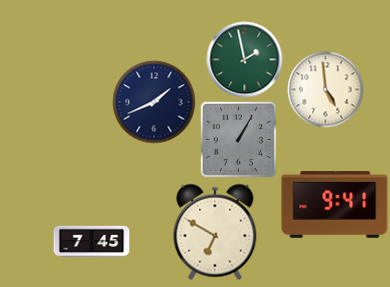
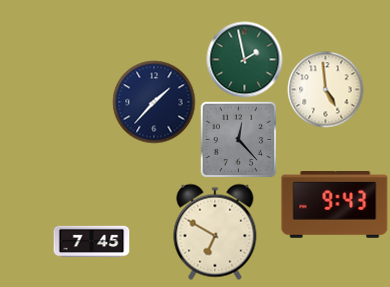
clock at (154, 102): 1:41 -> 1:37
clock at (238, 140): 1:05 -> 12:23
clock at (335, 205): 9:41 -> 9:43
